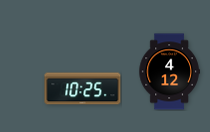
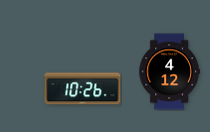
clock at (83, 89): 10:25 -> 10:26
